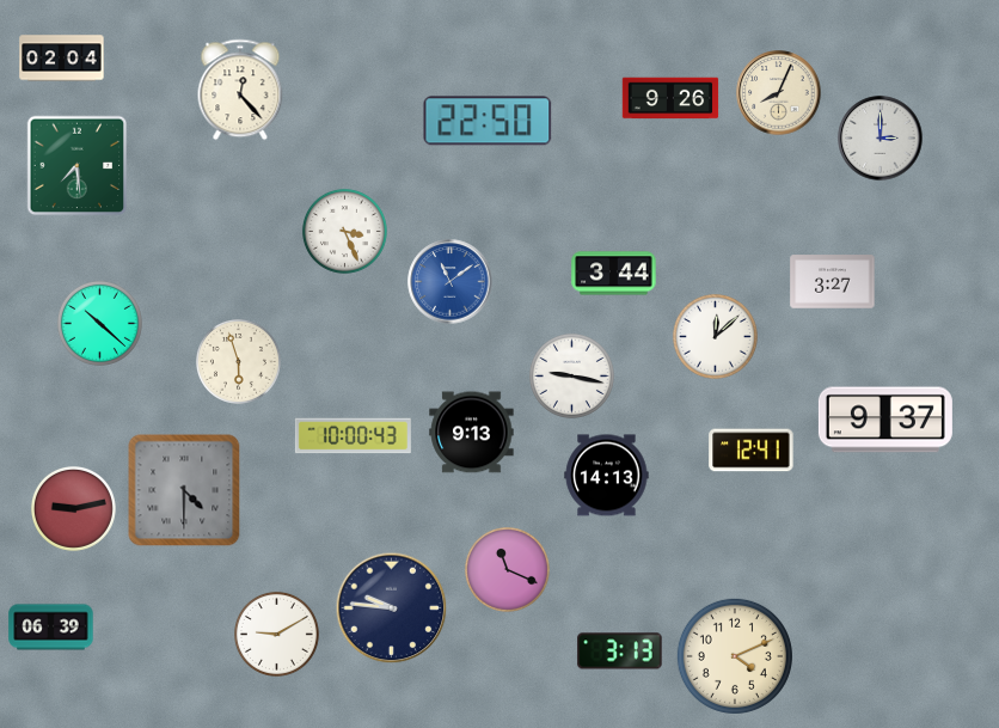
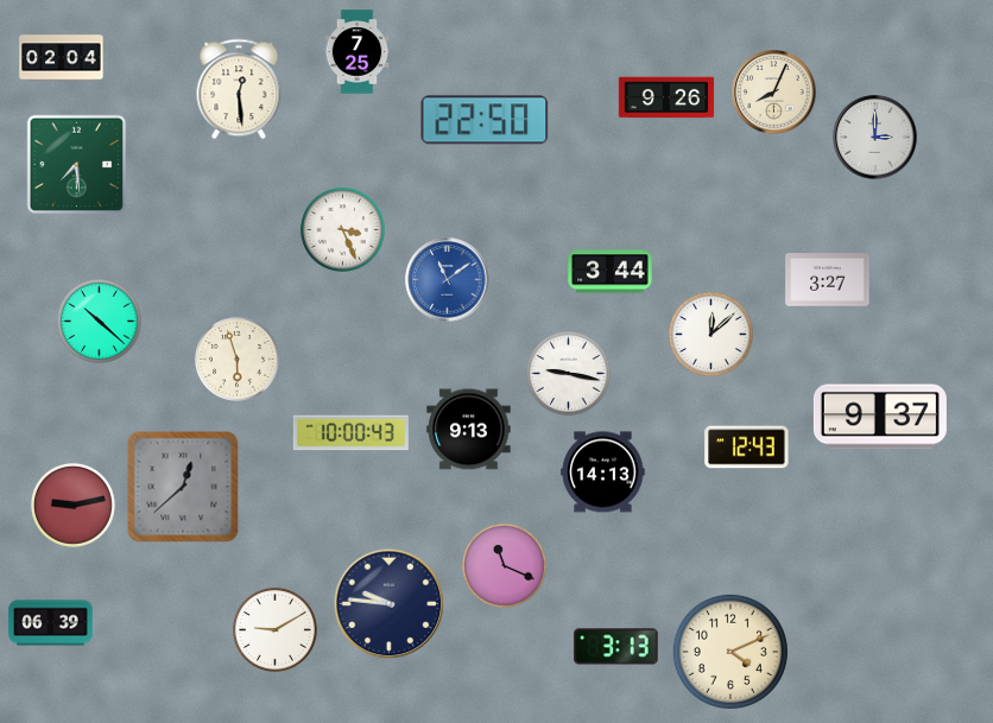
clock at (358, 52): none -> 7:25
clock at (240, 90): 12:23 -> 12:29
clock at (752, 451): 12:41 -> 12:43
clock at (184, 490): 4:30 -> 12:38
